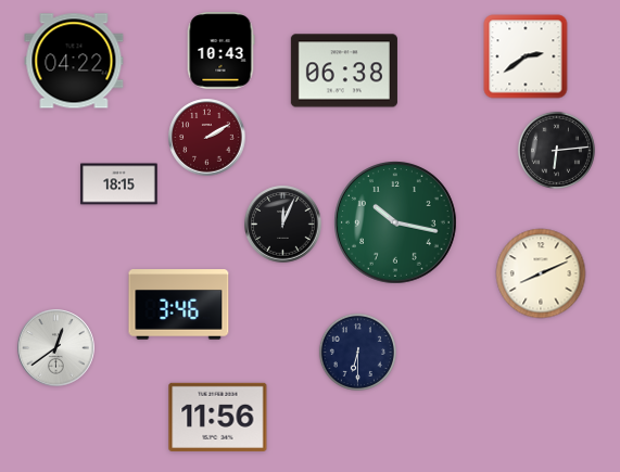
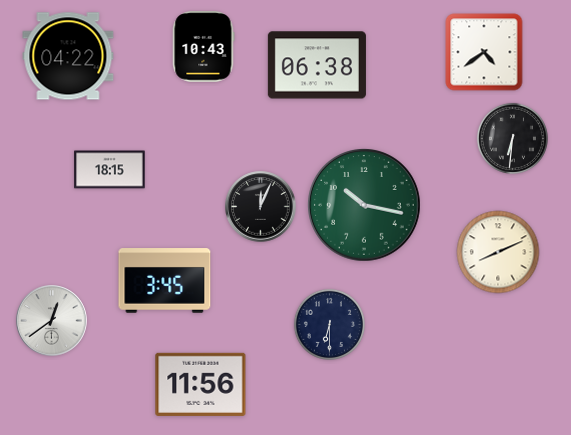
clock at (526, 56): 2:39 -> 4:39
clock at (207, 138): 2:10 -> none
clock at (556, 150): 6:14 -> 6:31
clock at (179, 305): 3:46 -> 3:45
